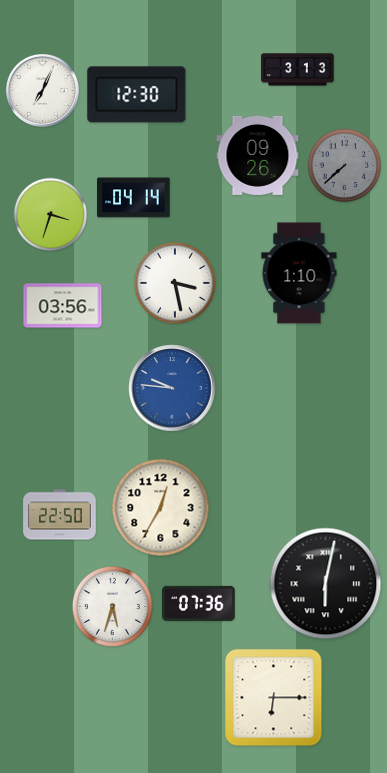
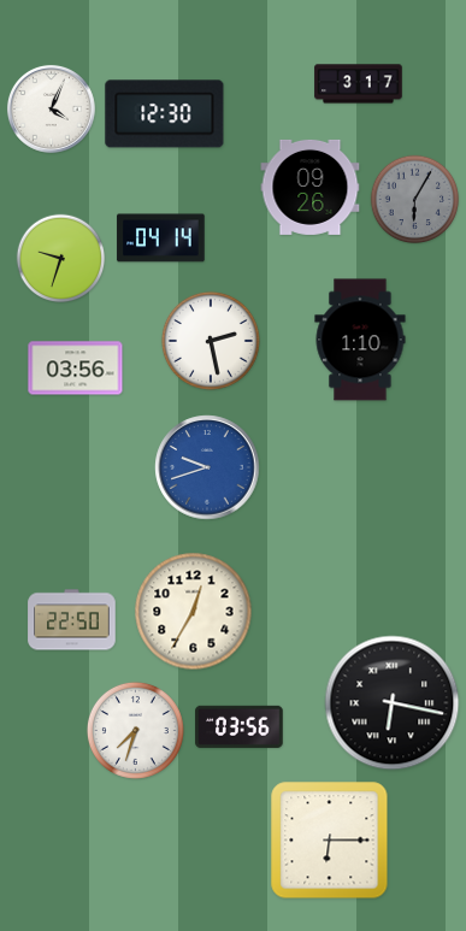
clock at (298, 70): 3:13 -> 3:17
clock at (42, 90): 7:04 -> 4:04
clock at (345, 166): 7:38 -> 6:05
clock at (51, 215): 3:33 -> 9:33
clock at (299, 273) position: (299, 273) -> (360, 340)
clock at (175, 283): 3:28 -> 2:28
clock at (172, 388): 9:46 -> 9:42
clock at (326, 584): 6:02 -> 6:17
clock at (199, 603): 07:36 -> 03:56
clock at (112, 606): 5:33 -> 7:33
